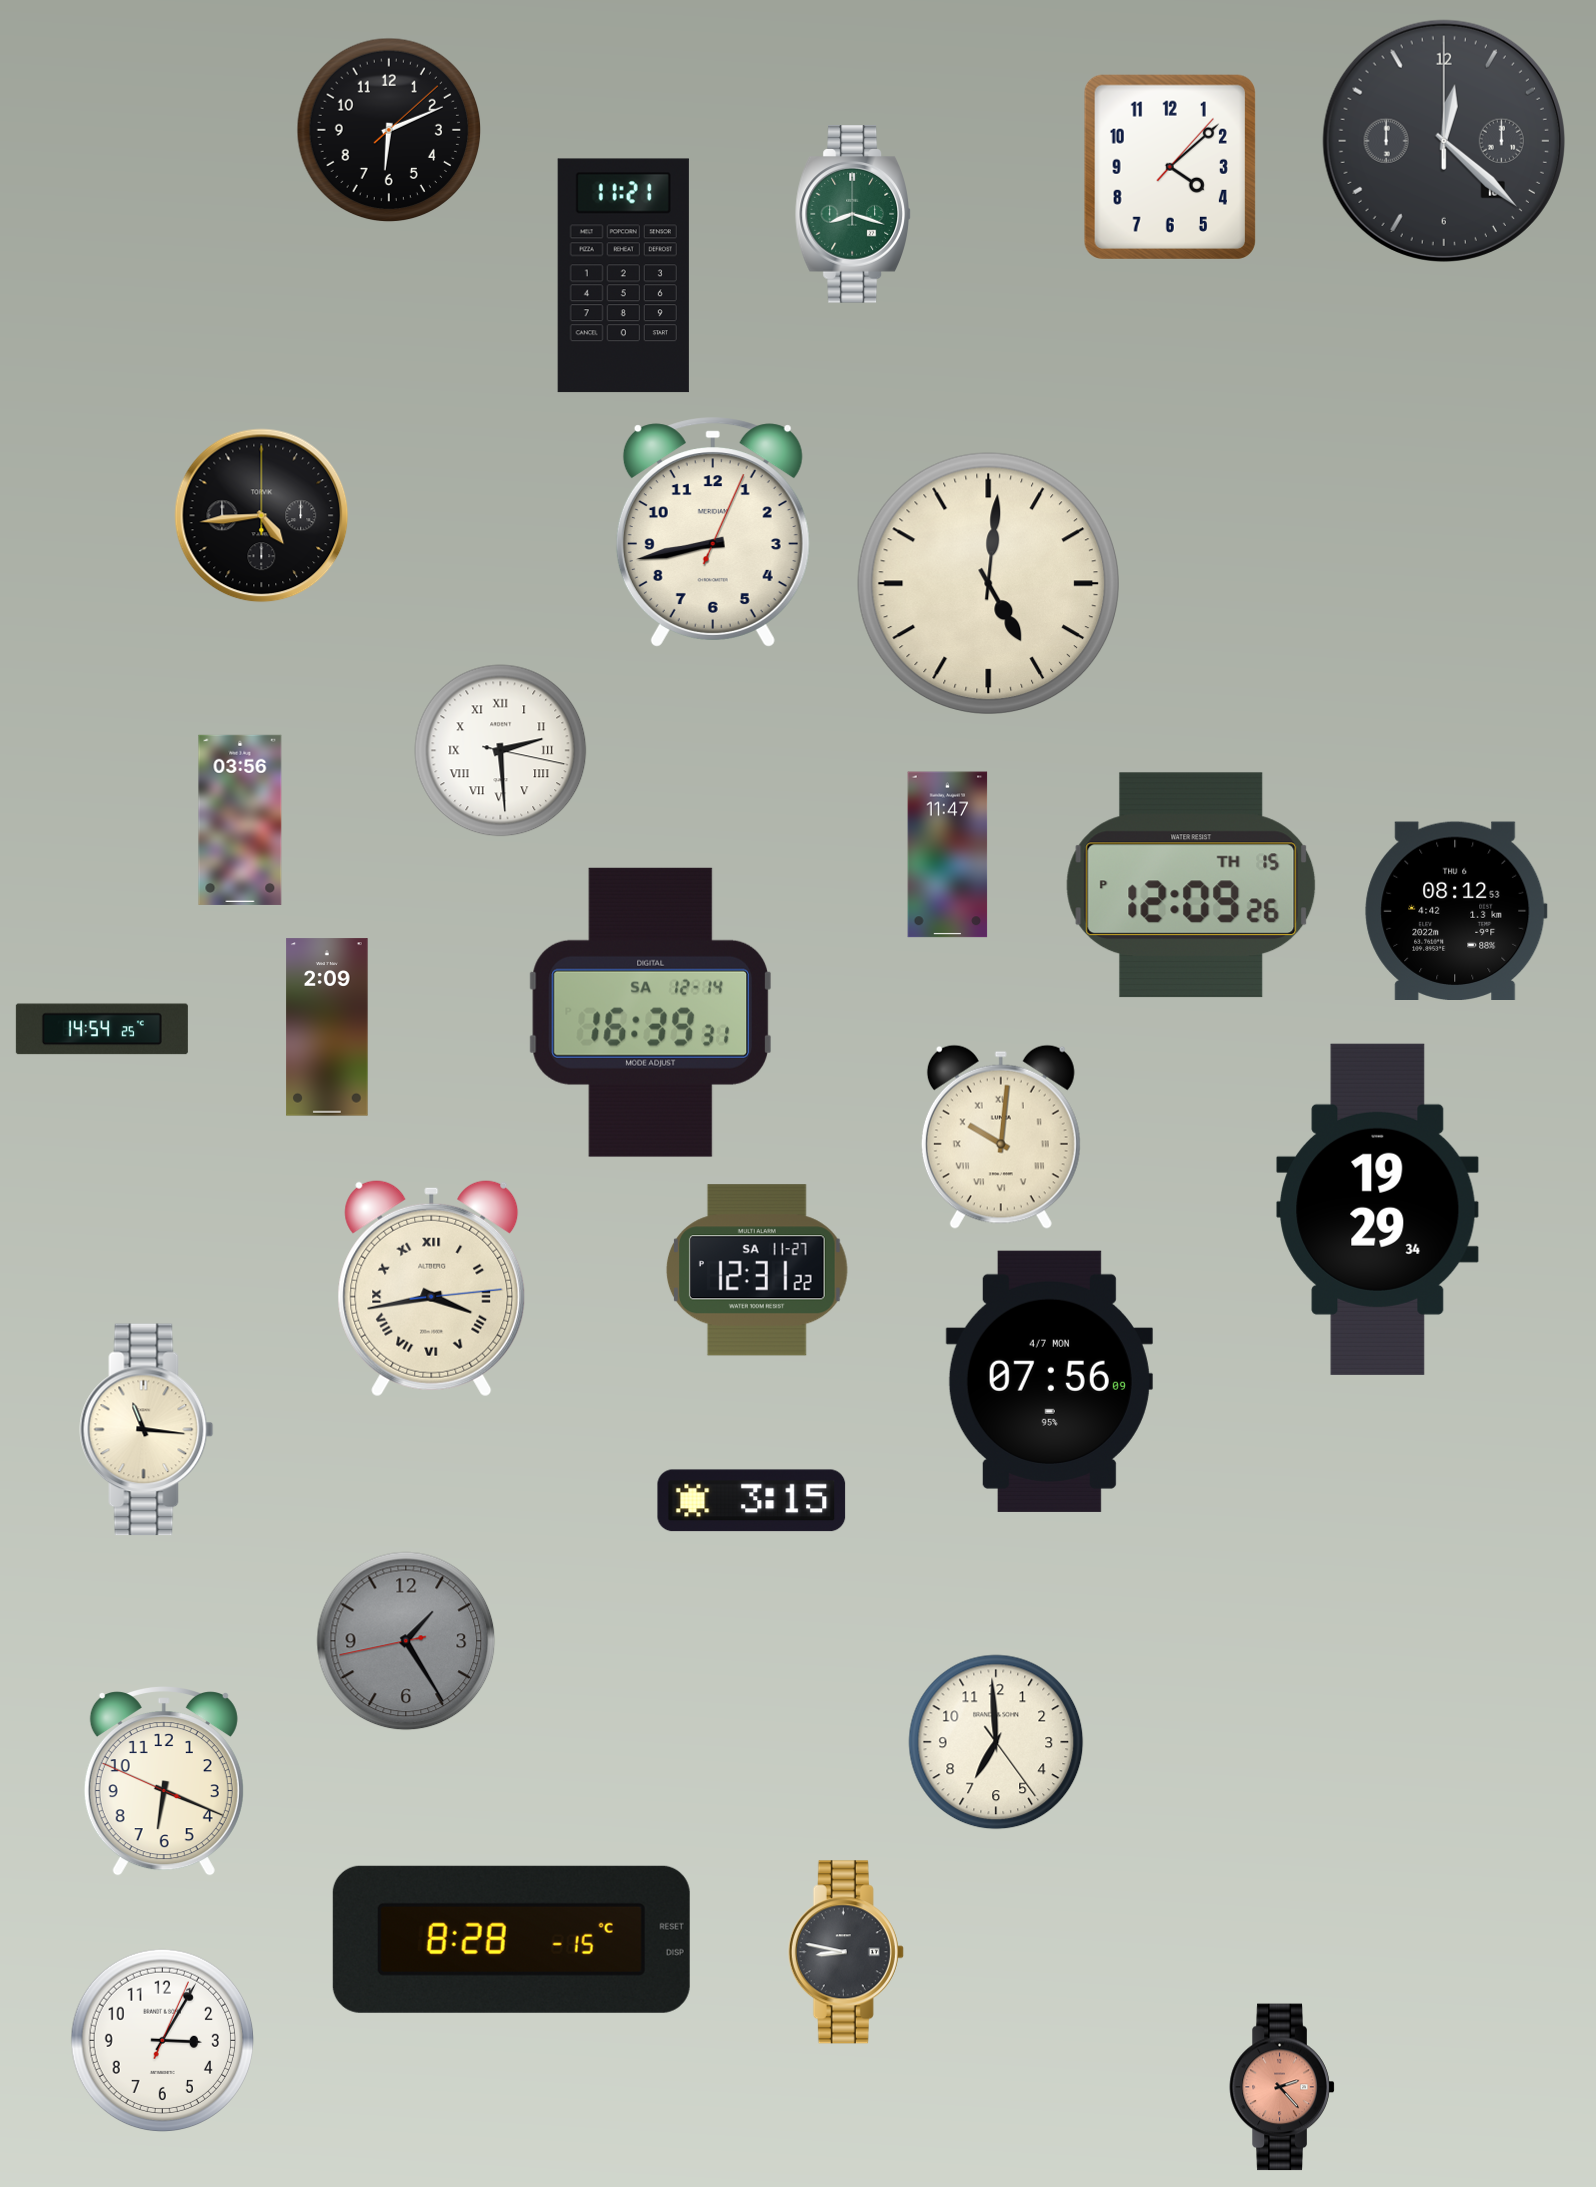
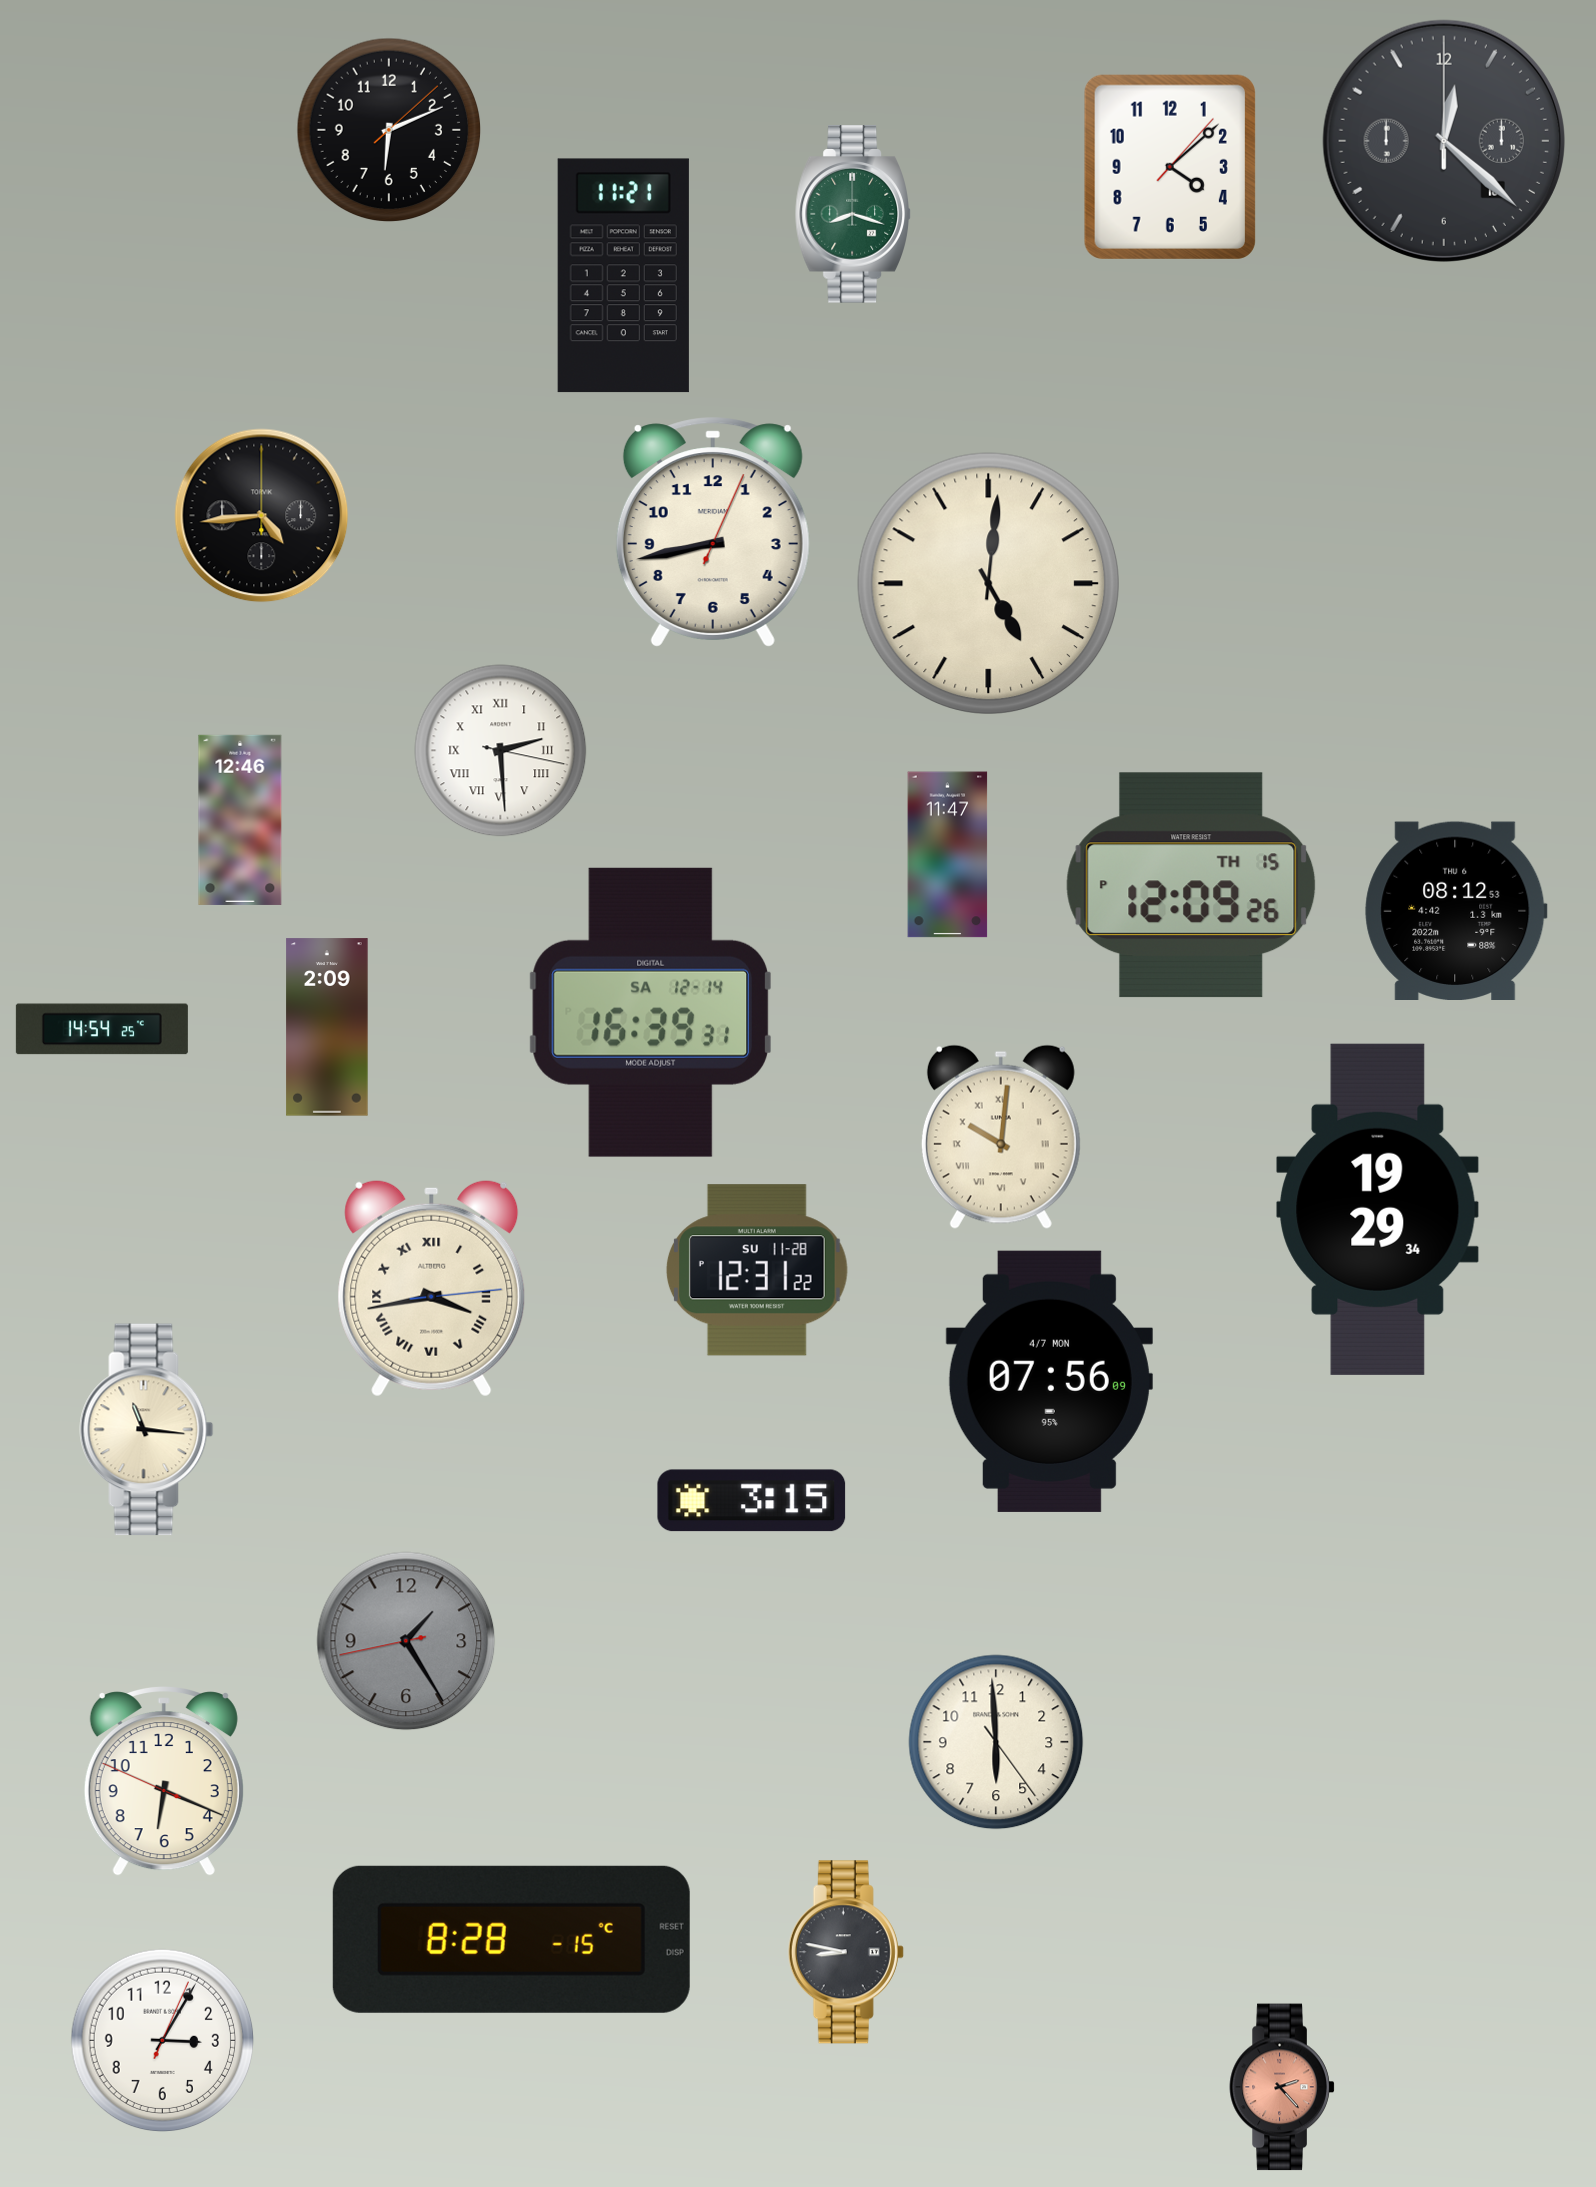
clock at (240, 820): 03:56 -> 12:46
clock at (757, 1270) date: SA 11-27 -> SU 11-28
clock at (996, 1742): 6:59 -> 5:59
